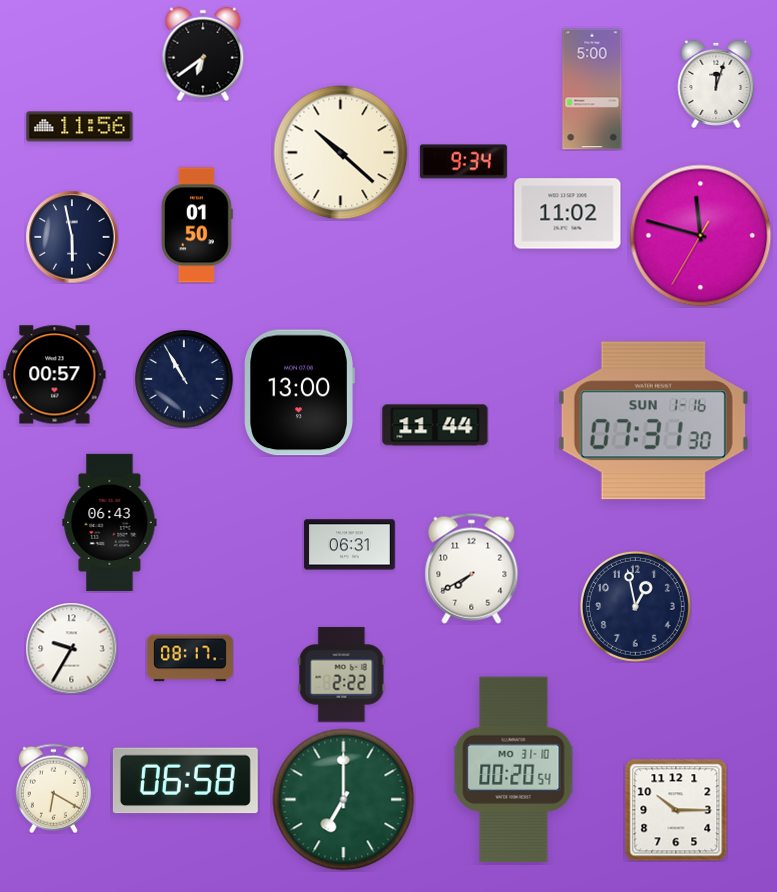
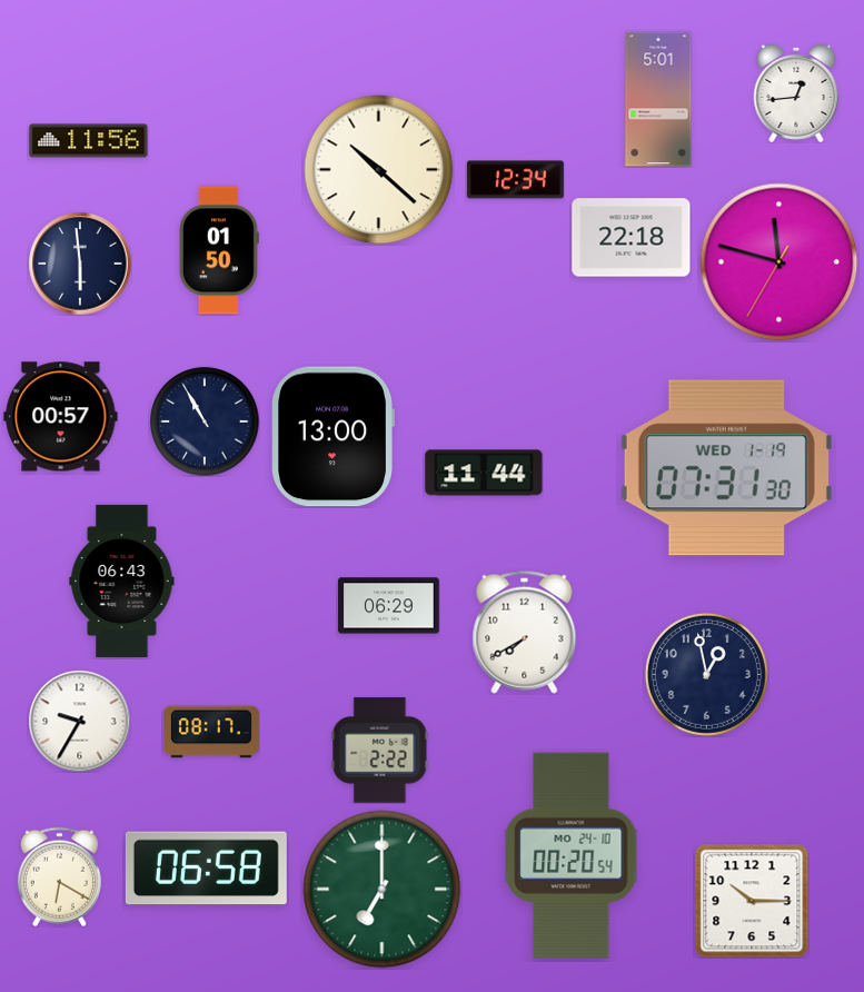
clock at (203, 54): 6:39 -> none
clock at (716, 84): 12:03 -> 12:44
clock at (592, 89): 5:00 -> 5:01
clock at (463, 162): 9:34 -> 12:34
clock at (568, 214): 11:02 -> 22:18
clock at (72, 237): 5:58 -> 5:59
clock at (653, 421) date: SUN 1-16 -> WED 1-19
clock at (350, 545): 06:31 -> 06:29
clock at (514, 770) date: MO 31-10 -> MO 24-10
